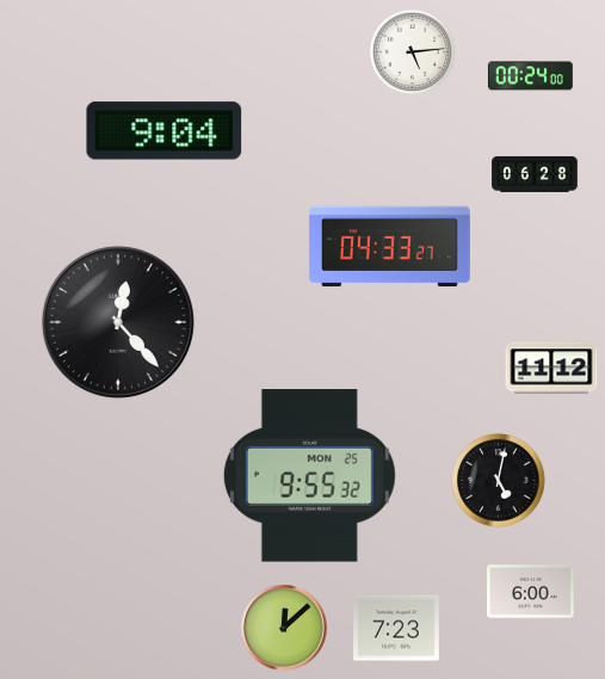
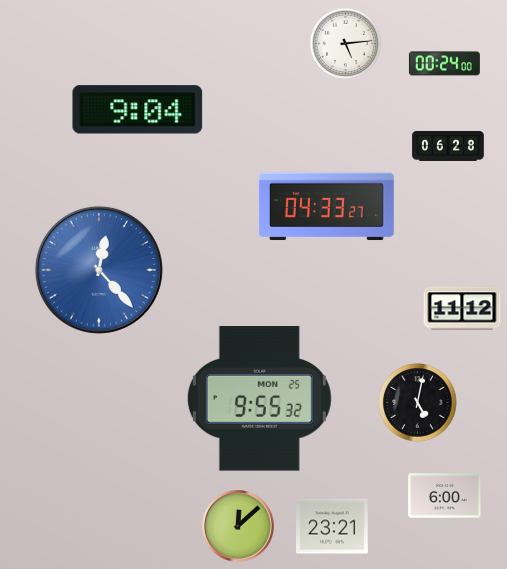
clock at (118, 322) dial: black -> blue
clock at (396, 628): 7:23 -> 23:21
